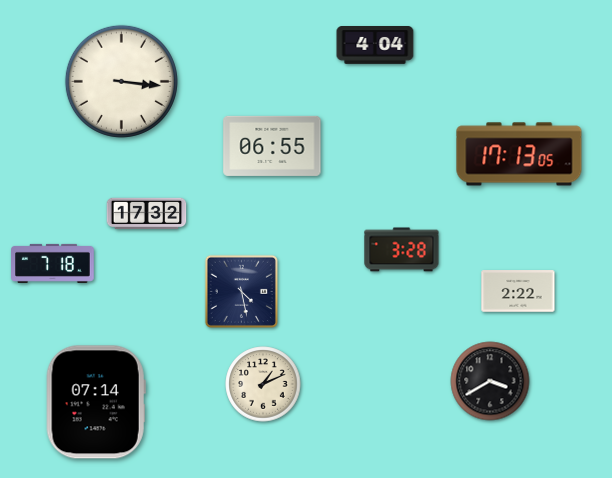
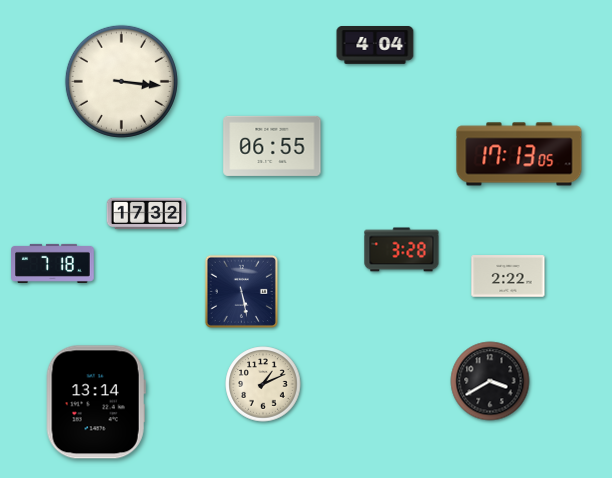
clock at (241, 291): 4:28 -> 5:28
clock at (518, 291) position: (518, 291) -> (508, 276)
clock at (96, 402): 07:14 -> 13:14
